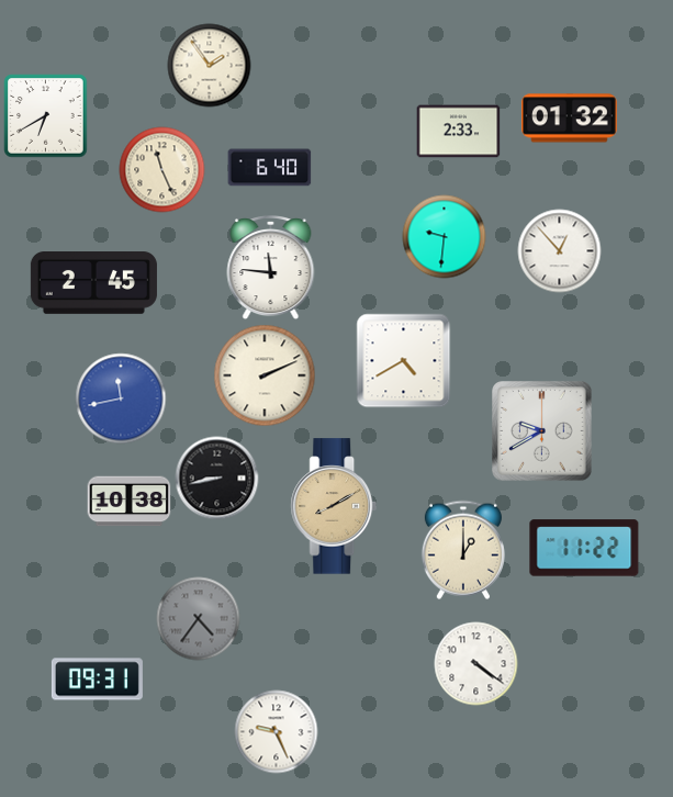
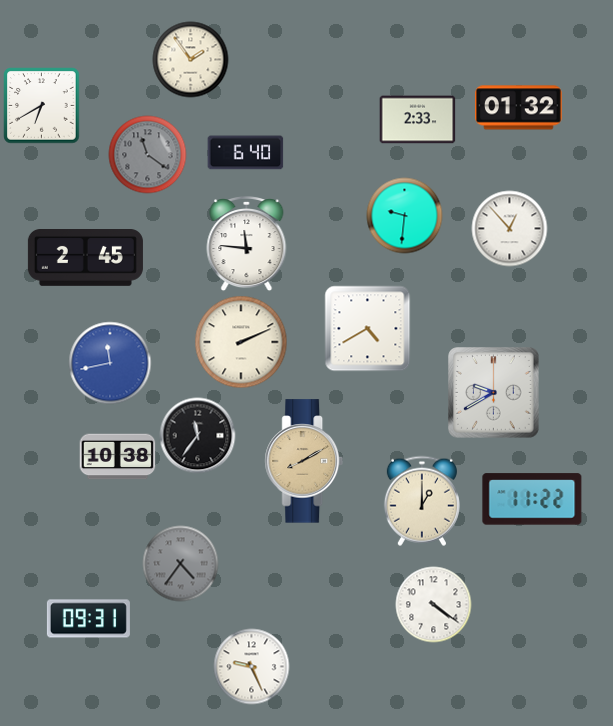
clock at (162, 170): 11:26 -> 11:21
clock at (162, 170) dial: cream -> grey
clock at (217, 479): 8:43 -> 11:36
